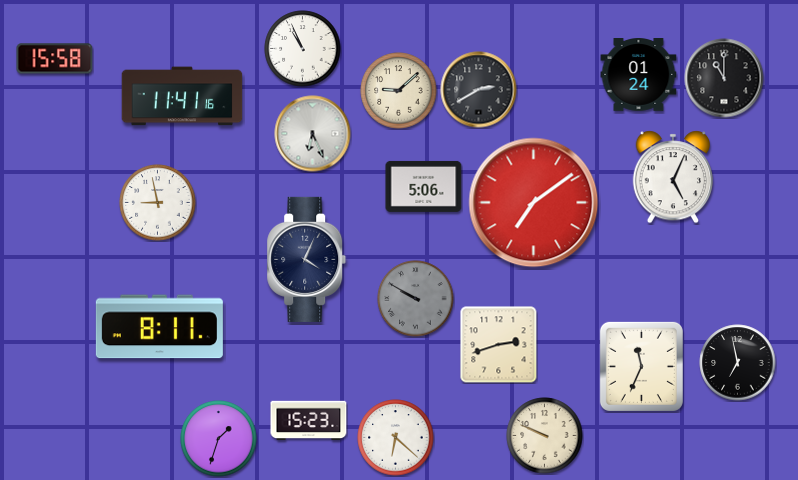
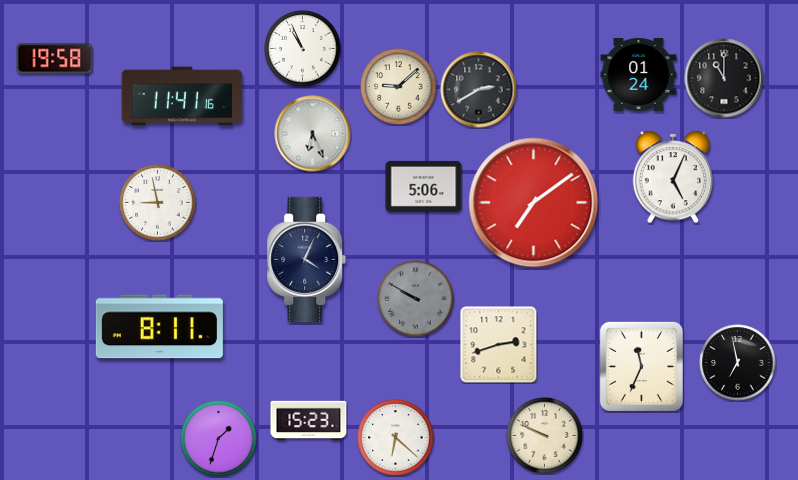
clock at (55, 59): 15:58 -> 19:58
clock at (399, 91) position: (399, 91) -> (399, 87)
